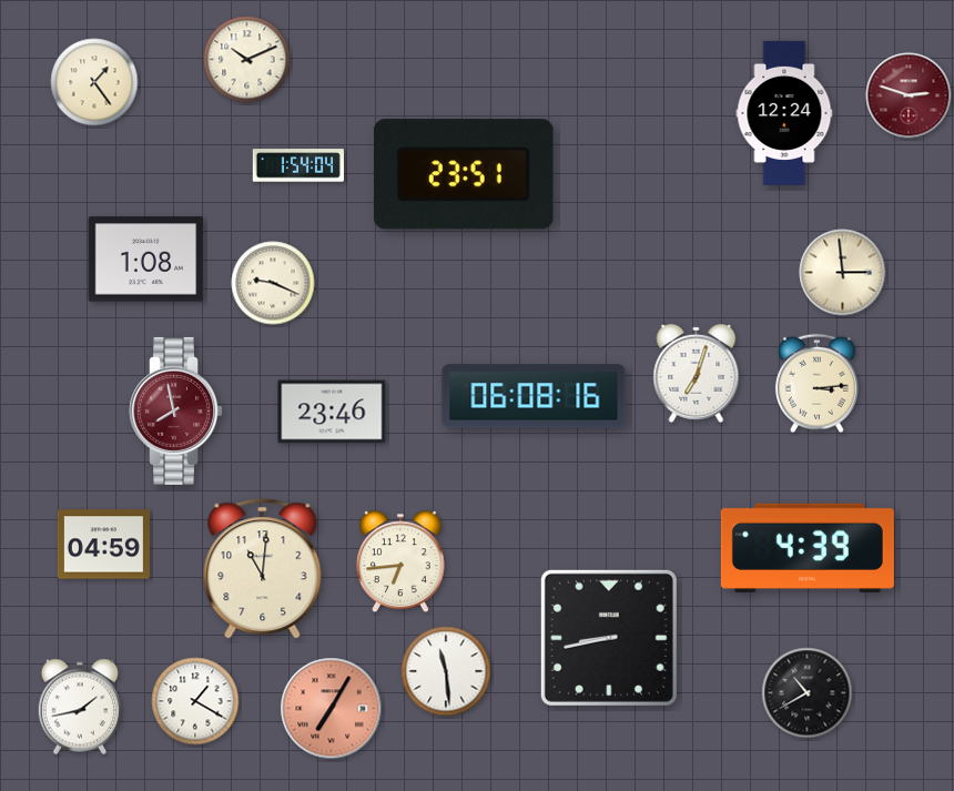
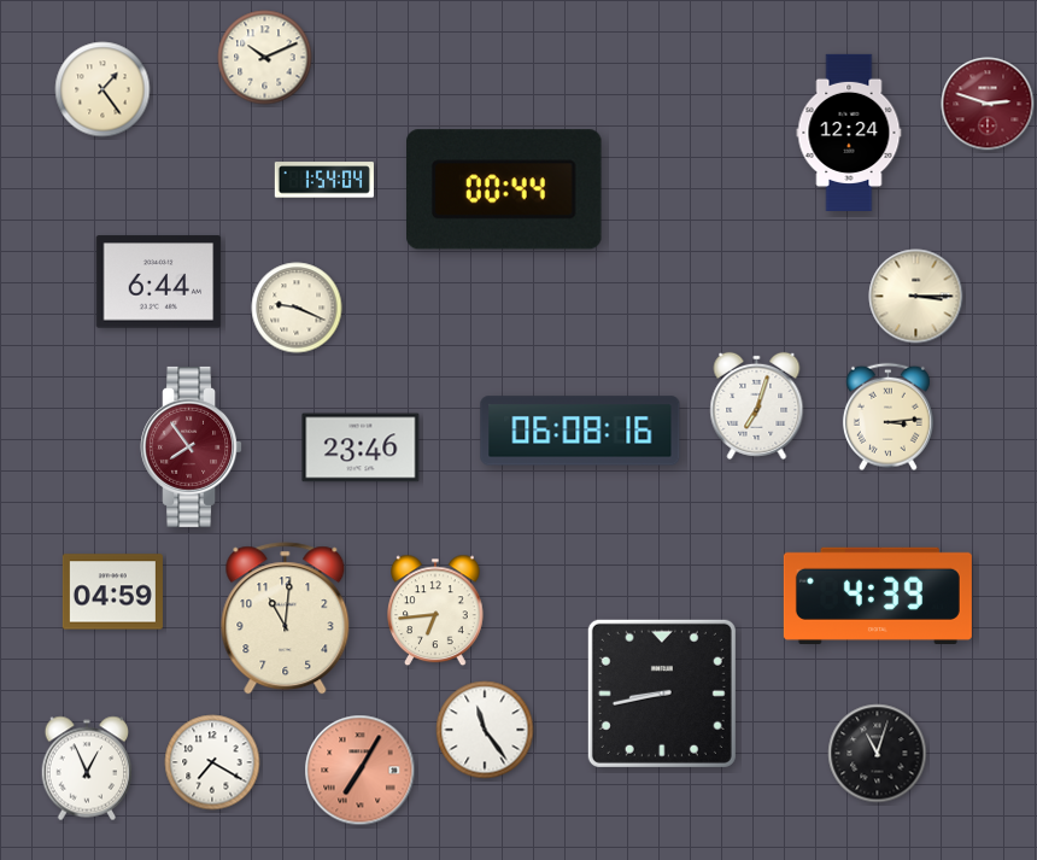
clock at (247, 60) position: (247, 60) -> (265, 58)
clock at (784, 113) position: (784, 113) -> (849, 133)
clock at (465, 174): 23:51 -> 00:44
clock at (146, 260): 1:08 -> 6:44
clock at (843, 273): 2:59 -> 3:15
clock at (176, 410): 7:58 -> 7:54
clock at (446, 671): 11:29 -> 11:24
clock at (808, 693): 10:40 -> 11:03
clock at (195, 701): 1:20 -> 7:20
clock at (80, 707): 1:43 -> 12:56
